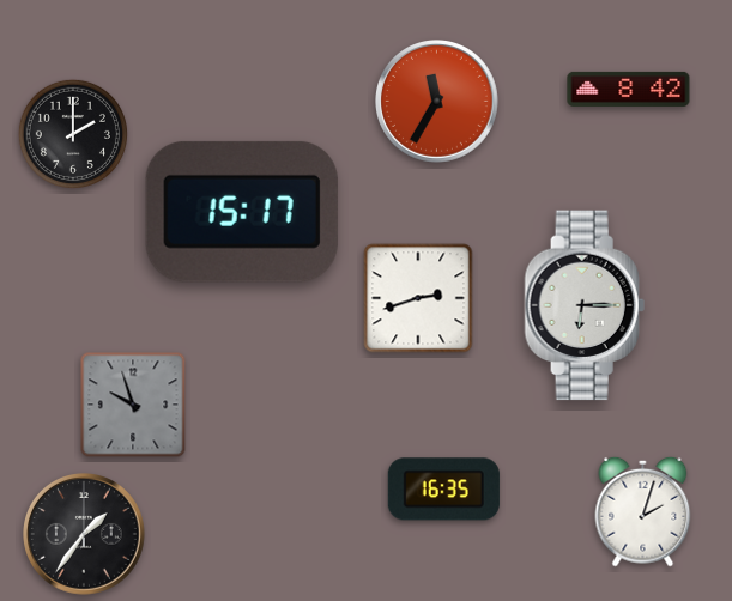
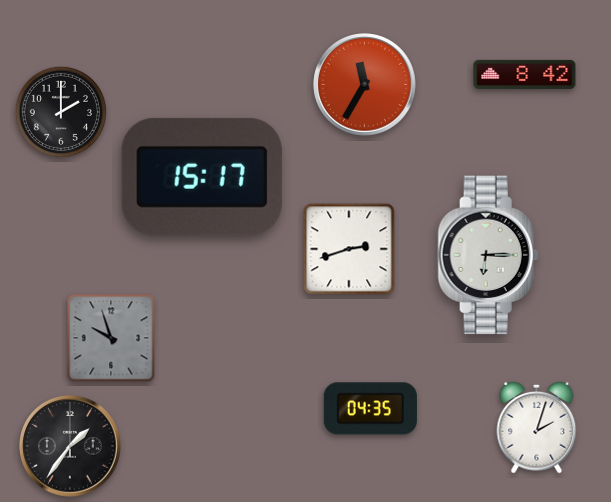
clock at (443, 490): 16:35 -> 04:35
